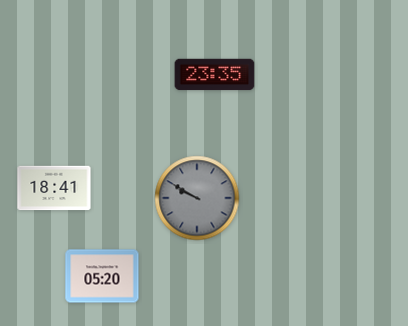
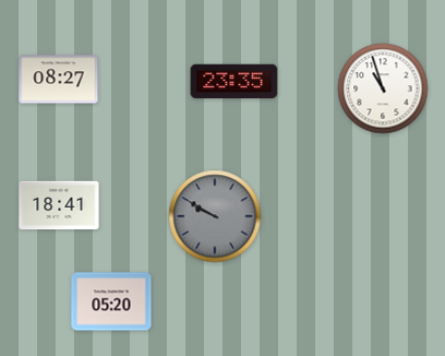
clock at (59, 80): none -> 08:27
clock at (383, 88): none -> 10:57
